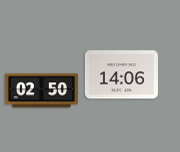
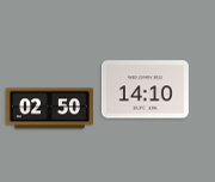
clock at (121, 75): 14:06 -> 14:10
